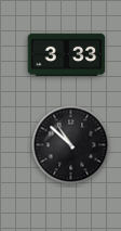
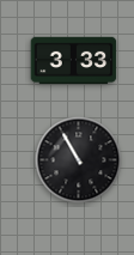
clock at (71, 145): 10:52 -> 10:55
